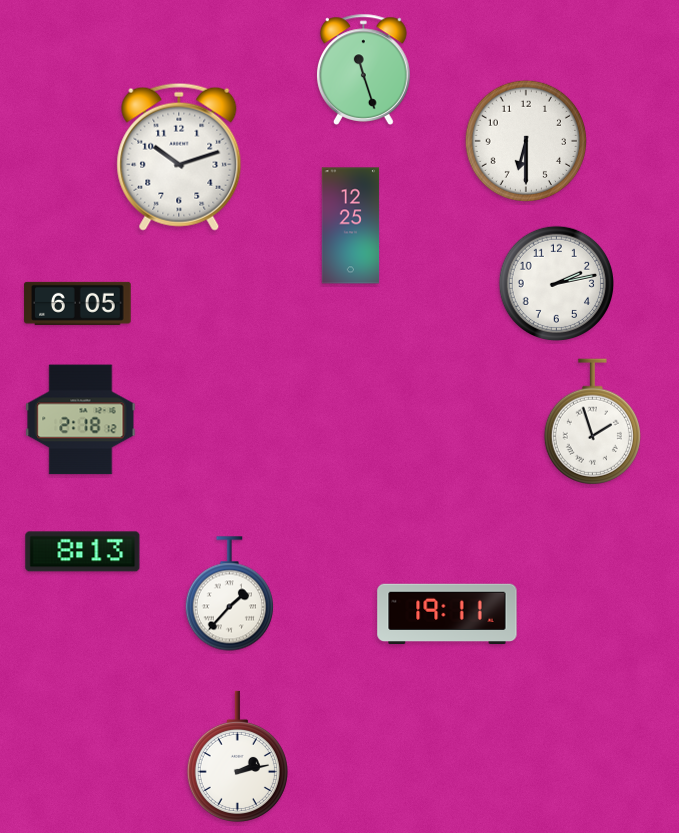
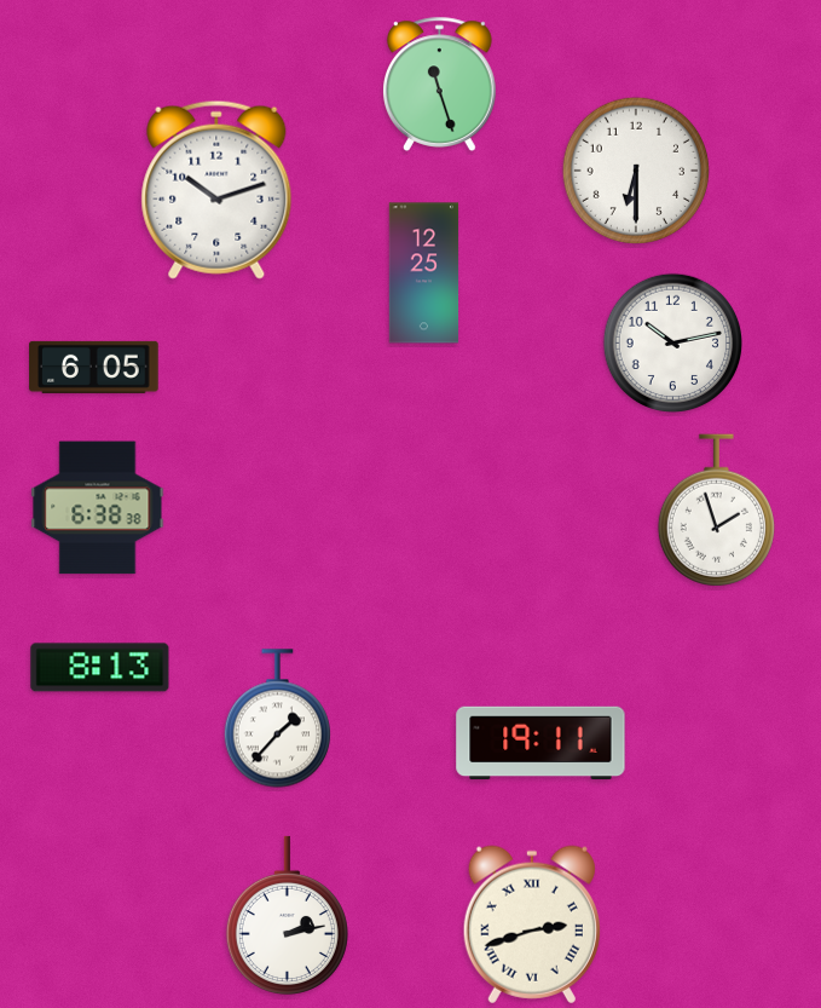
clock at (556, 283): 2:13 -> 10:13
clock at (81, 420): 2:18 -> 6:38
clock at (532, 925): none -> 2:42
